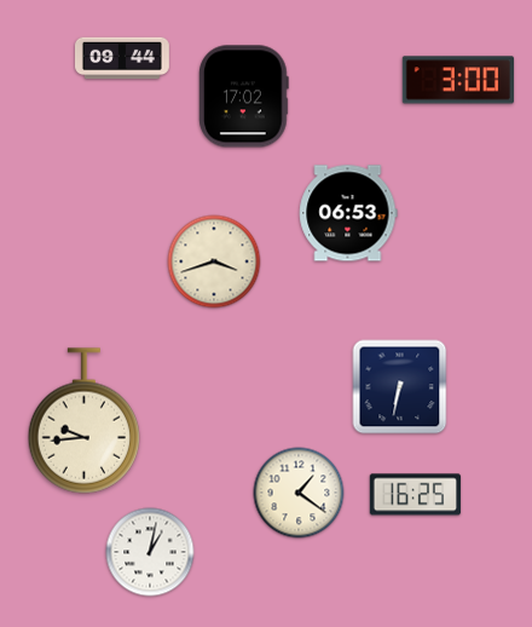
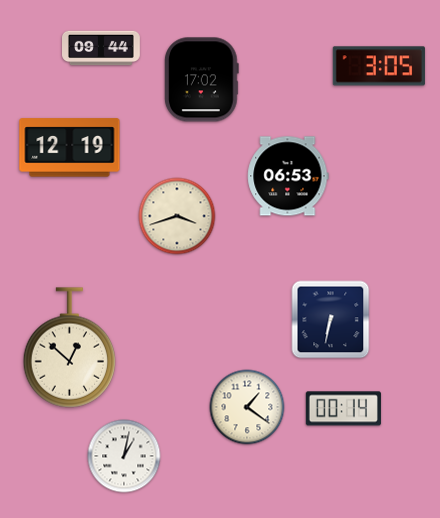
clock at (458, 80): 3:00 -> 3:05
clock at (70, 148): none -> 12:19
clock at (85, 421): 9:44 -> 12:52
clock at (415, 495): 16:25 -> 00:14
